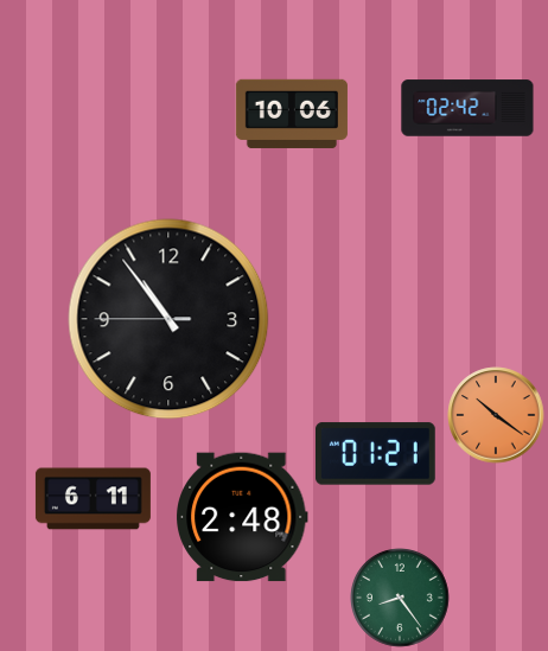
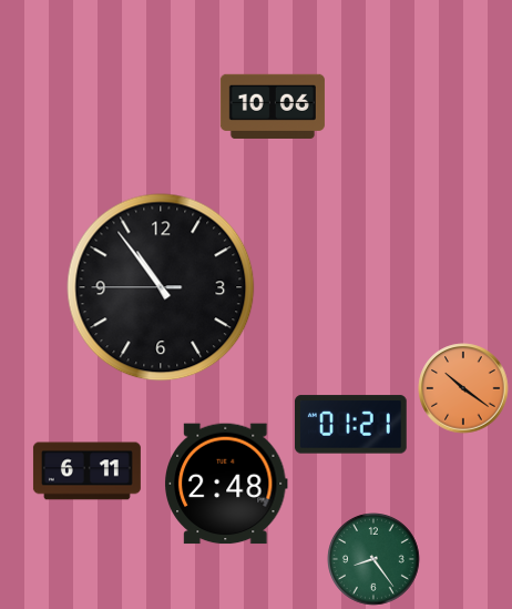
clock at (467, 108): 02:42 -> none
clock at (168, 319) position: (168, 319) -> (161, 287)
clock at (93, 499) position: (93, 499) -> (86, 471)
